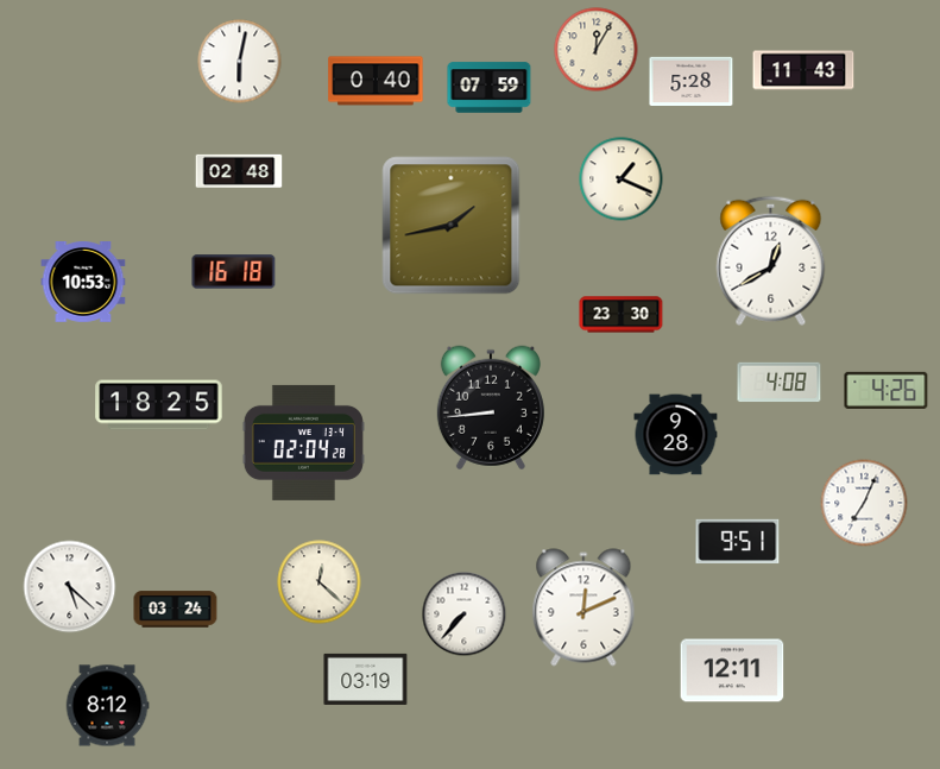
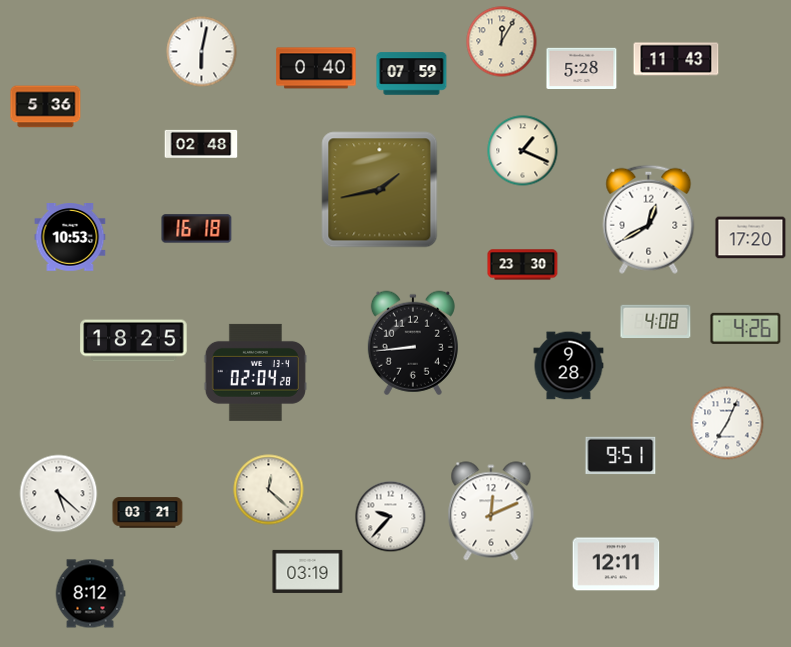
clock at (46, 107): none -> 5:36
clock at (751, 238): none -> 17:20
clock at (176, 610): 03:24 -> 03:21
clock at (465, 614): 7:37 -> 9:37
